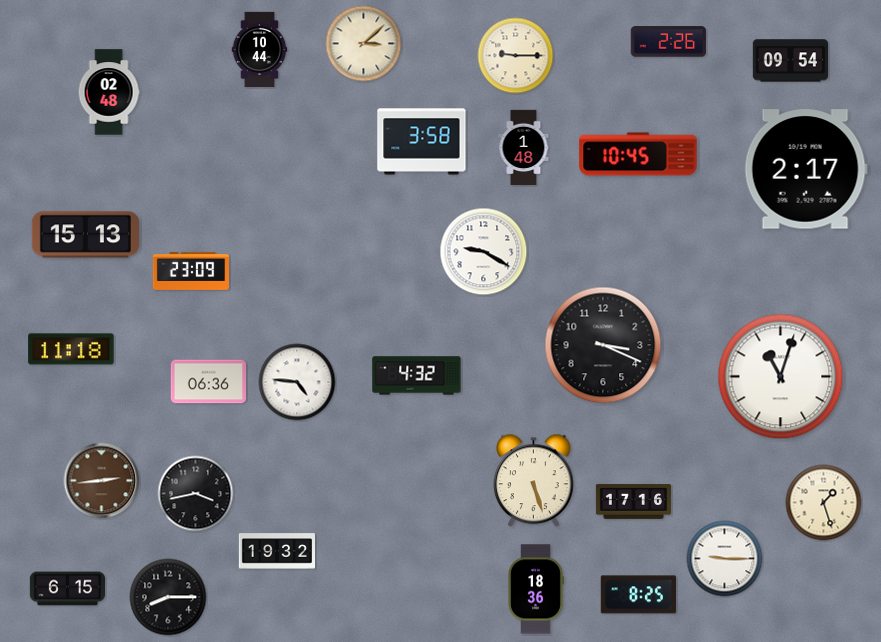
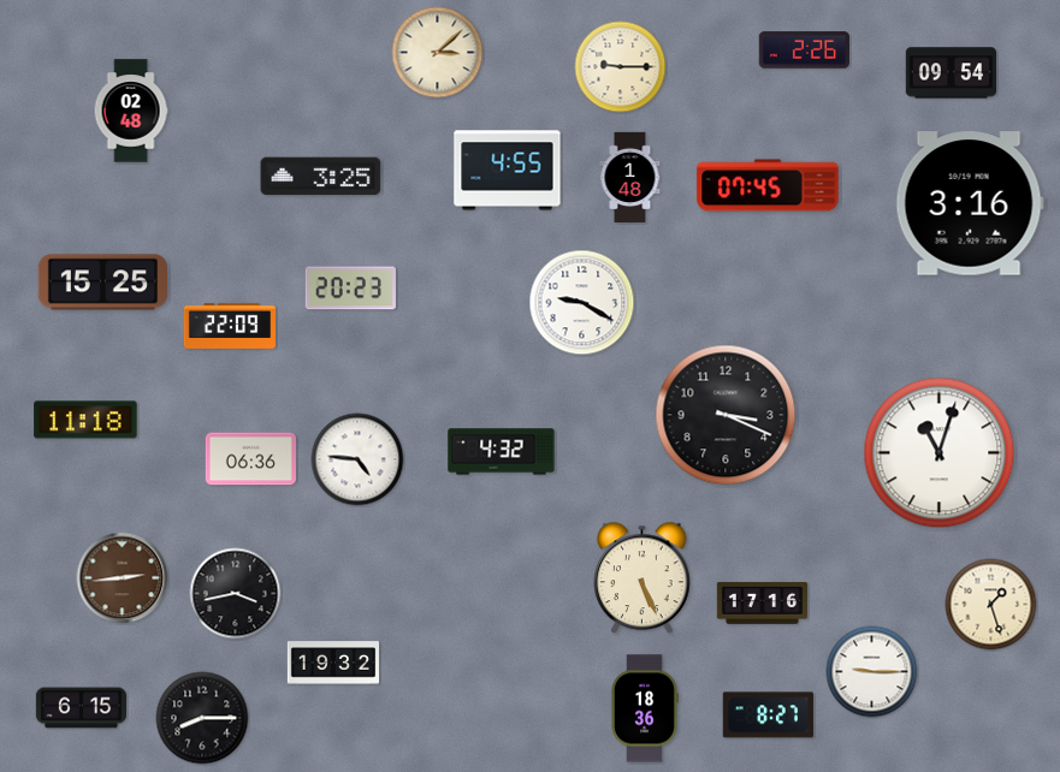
clock at (260, 50): 10:44 -> none
clock at (422, 142): 3:58 -> 4:55
clock at (321, 177): none -> 3:25
clock at (638, 154): 10:45 -> 07:45
clock at (806, 169): 2:17 -> 3:16
clock at (85, 235): 15:13 -> 15:25
clock at (350, 289): none -> 20:23
clock at (190, 271): 23:09 -> 22:09
clock at (534, 481): 5:27 -> 5:26
clock at (638, 595): 8:25 -> 8:27
